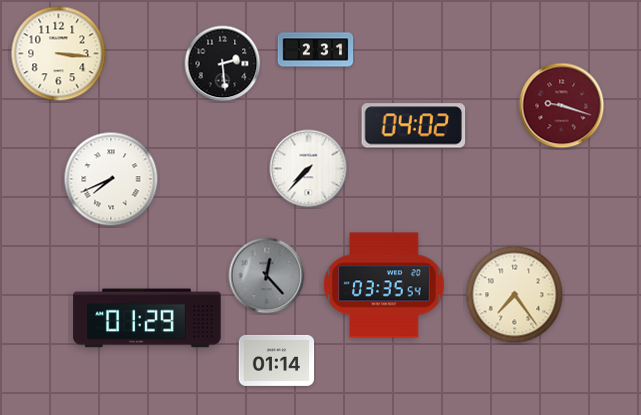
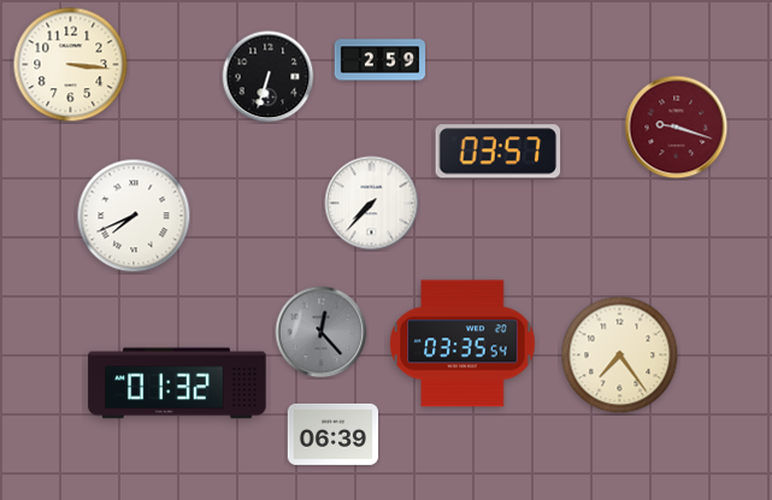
clock at (316, 50): 2:31 -> 2:59
clock at (223, 64): 2:29 -> 6:33
clock at (414, 126): 04:02 -> 03:57
clock at (147, 318): 01:29 -> 01:32
clock at (277, 360): 01:14 -> 06:39
